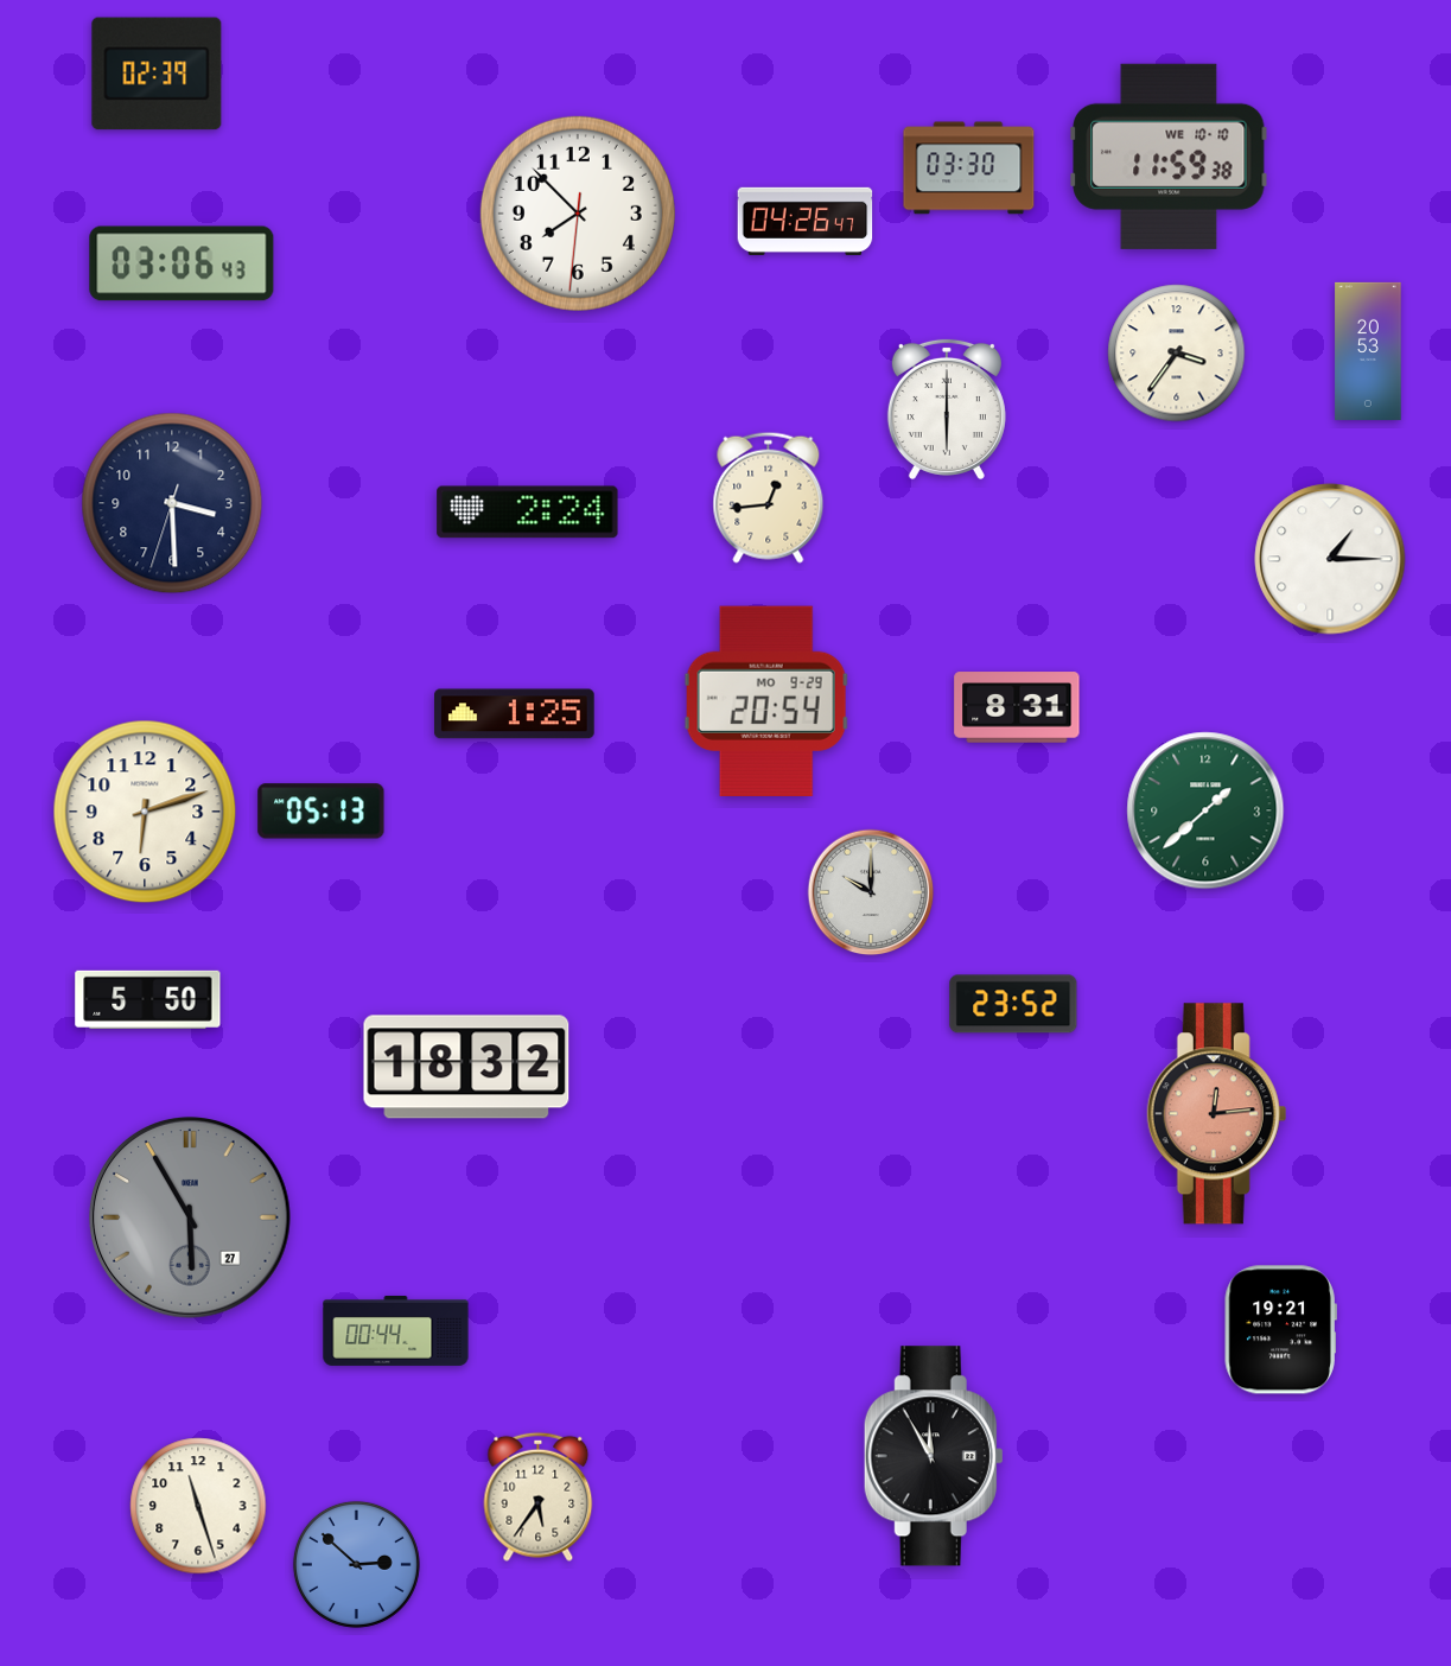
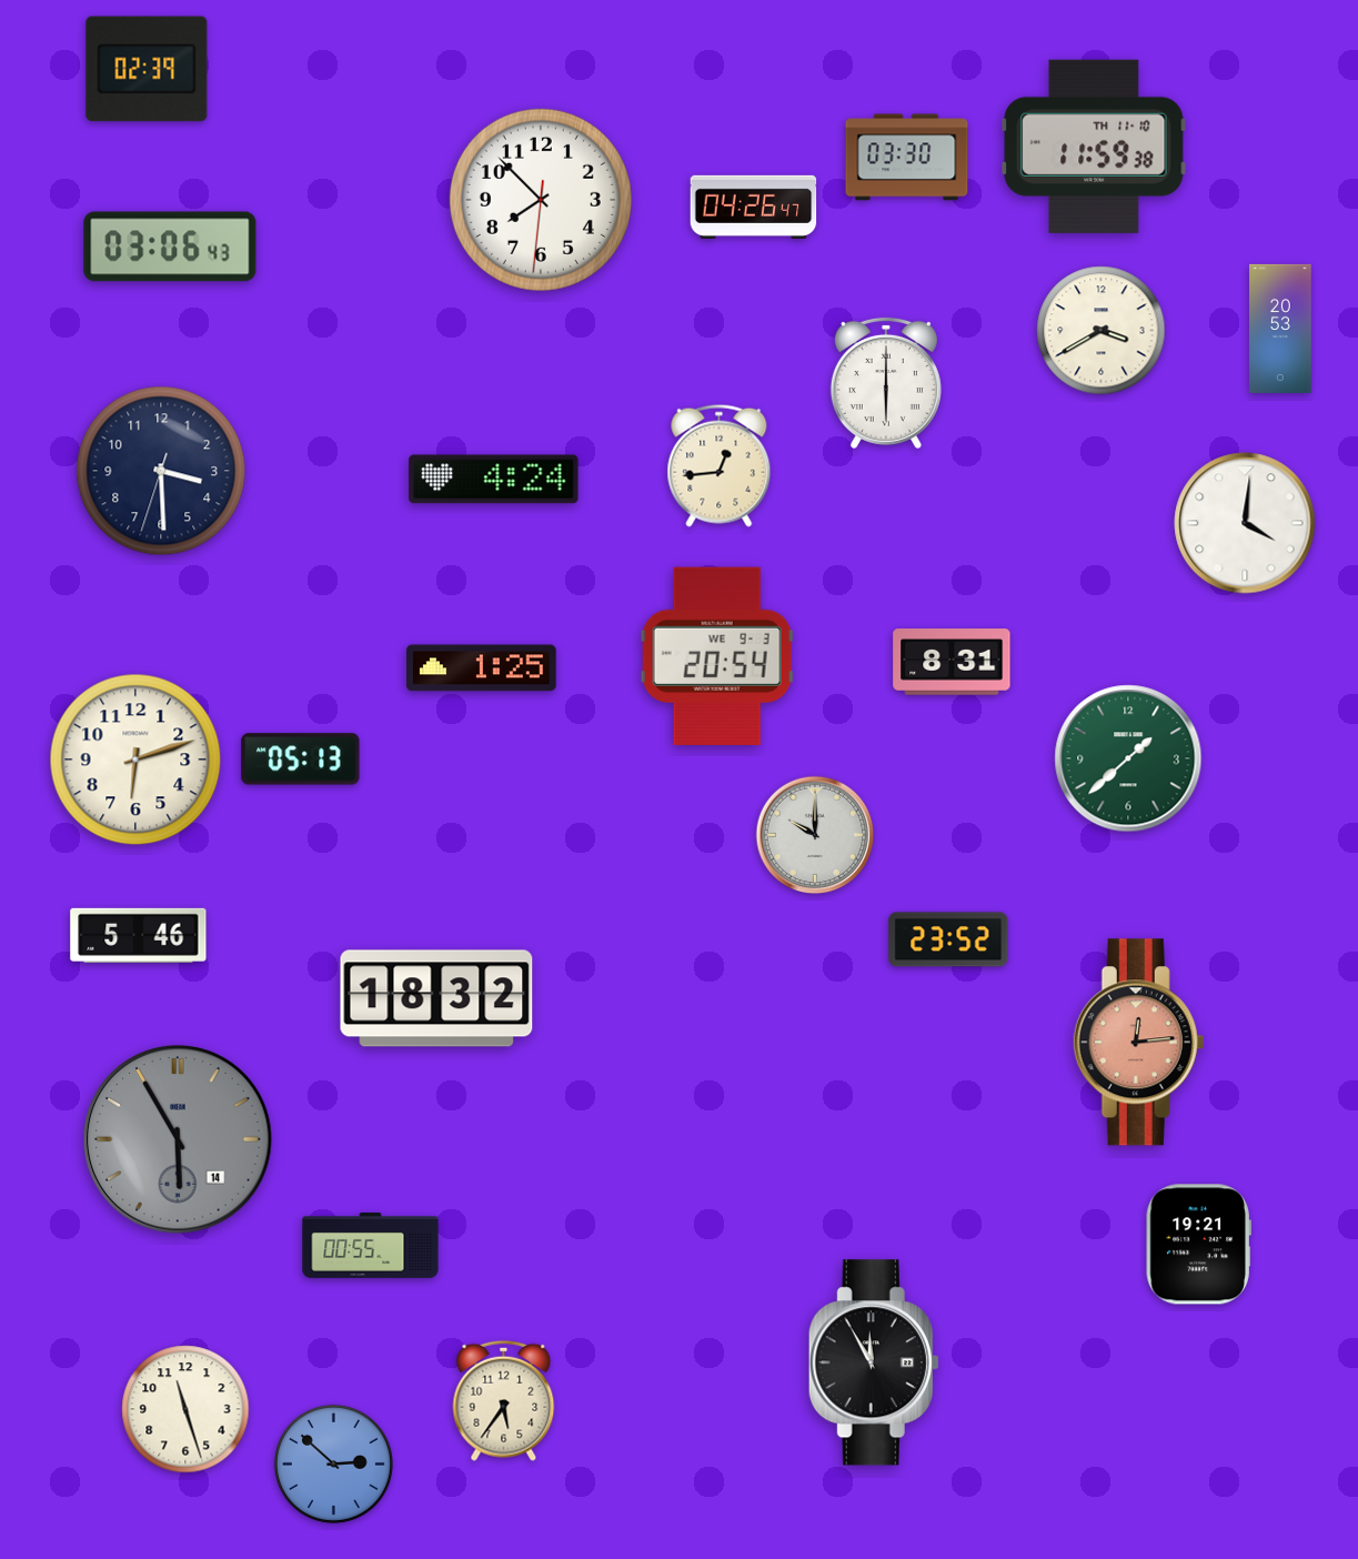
clock at (1169, 157) date: WE 10-10 -> TH 11-10
clock at (1177, 354): 3:36 -> 3:40
clock at (528, 513): 2:24 -> 4:24
clock at (1330, 559): 1:15 -> 4:01
clock at (766, 700) date: MO 9-29 -> WE 9-3
clock at (148, 999): 5:50 -> 5:46
clock at (190, 1217) date: 27 -> 14
clock at (396, 1330): 00:44 -> 00:55
